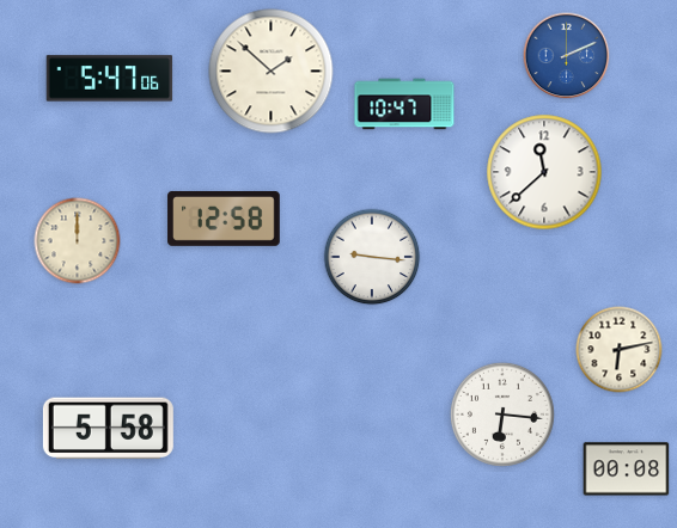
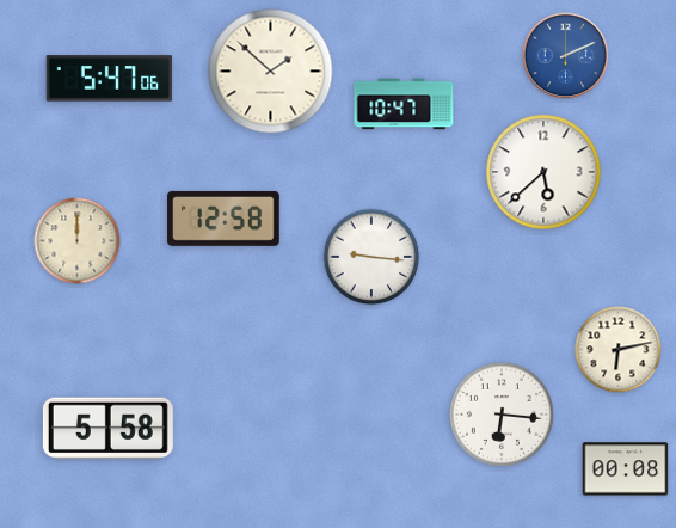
clock at (544, 172): 11:38 -> 5:38
